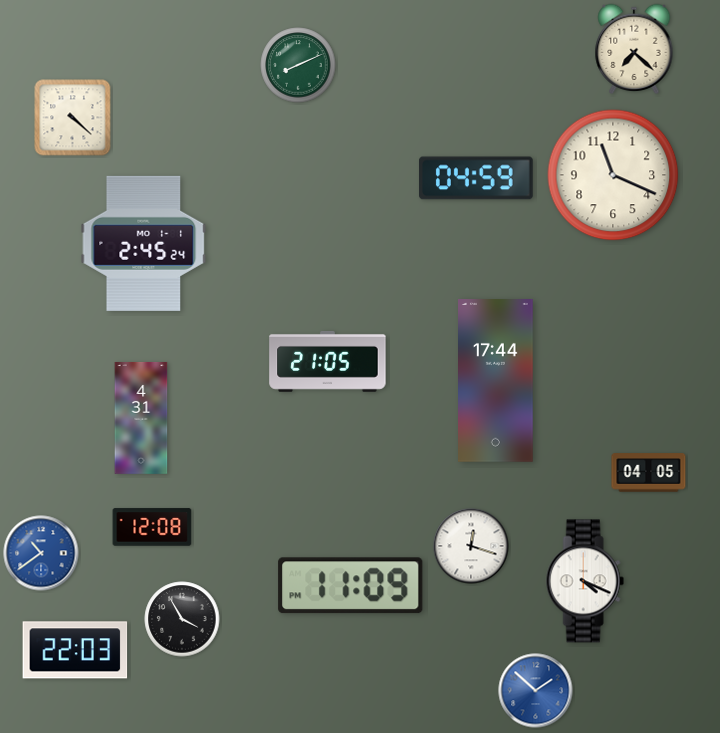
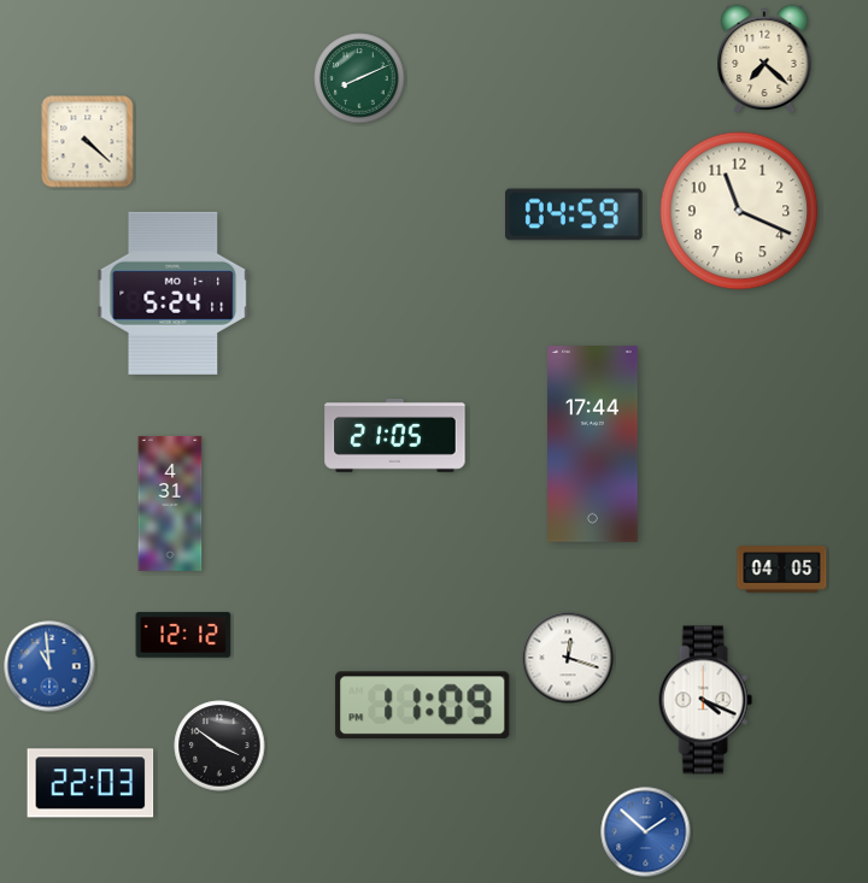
clock at (144, 243): 2:45 -> 5:24
clock at (496, 381) position: (496, 381) -> (593, 445)
clock at (152, 527): 12:08 -> 12:12
clock at (41, 553): 10:39 -> 10:59
clock at (182, 619): 3:55 -> 3:51
